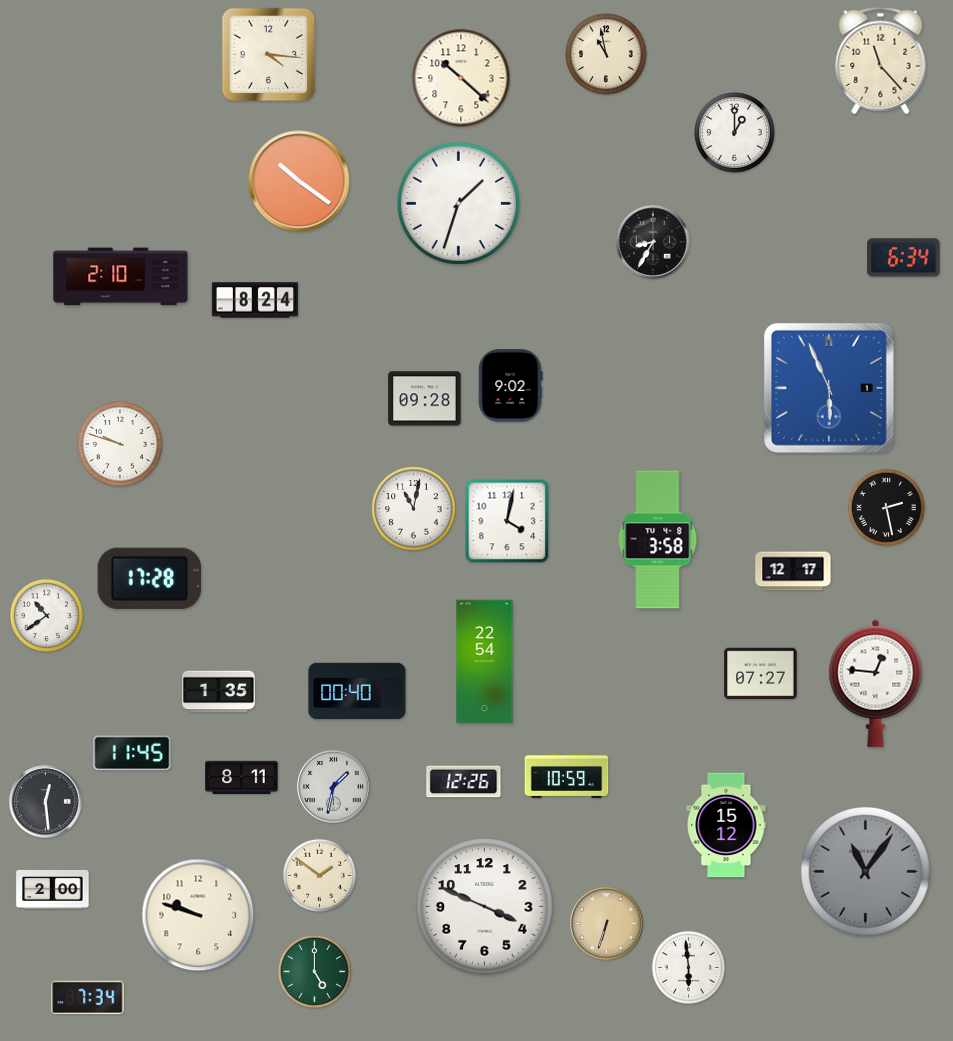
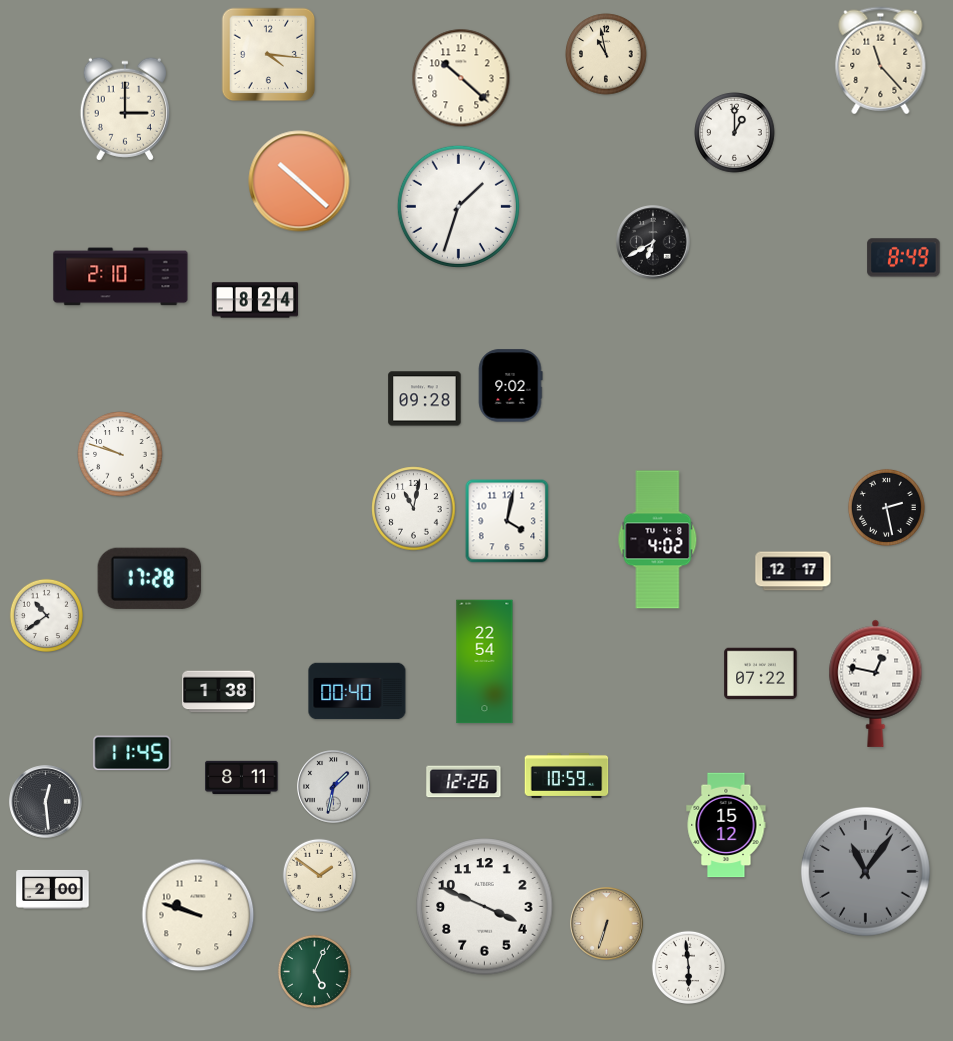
clock at (125, 109): none -> 3:00
clock at (299, 181): 10:21 -> 10:22
clock at (458, 203) position: (458, 203) -> (458, 206)
clock at (653, 242): 8:35 -> 6:40
clock at (904, 258): 6:34 -> 8:49
clock at (829, 388): 5:56 -> none
clock at (120, 444) position: (120, 444) -> (120, 454)
clock at (658, 540): 3:58 -> 4:02
clock at (761, 674): 07:27 -> 07:22
clock at (876, 683): 12:46 -> 12:47
clock at (219, 692): 1:35 -> 1:38
clock at (314, 971): 5:00 -> 5:04
clock at (88, 998): 7:34 -> none
